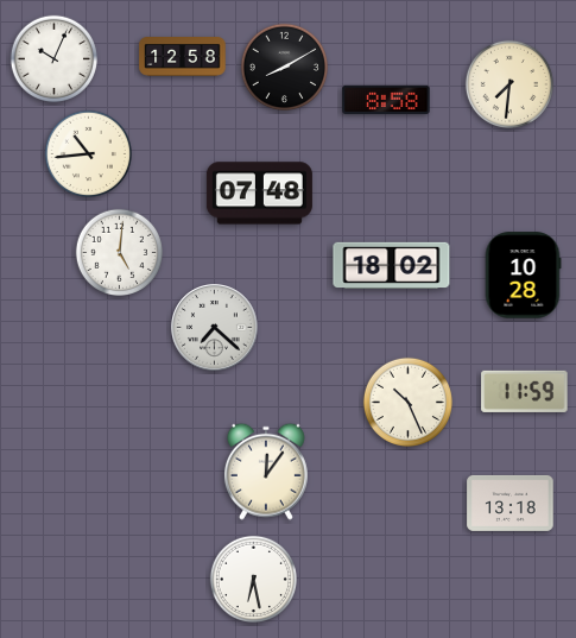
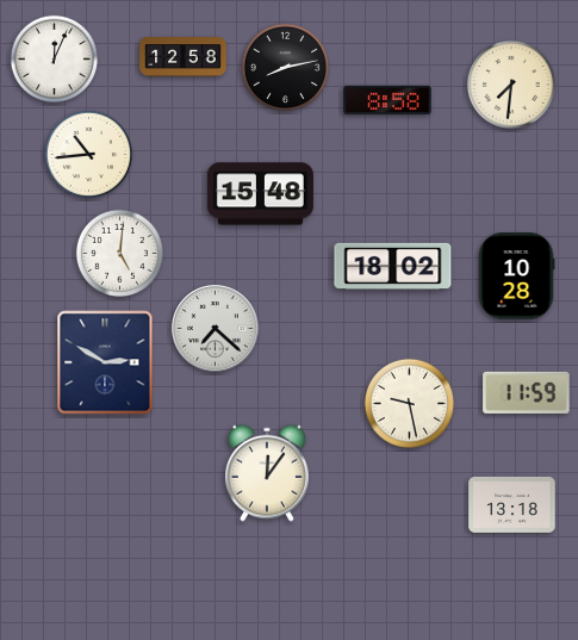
clock at (53, 58): 10:04 -> 12:04
clock at (284, 67): 8:10 -> 8:13
clock at (259, 194): 07:48 -> 15:48
clock at (523, 276) position: (523, 276) -> (516, 276)
clock at (105, 362): none -> 2:50
clock at (407, 402): 10:26 -> 9:28
clock at (253, 579): 6:28 -> none
